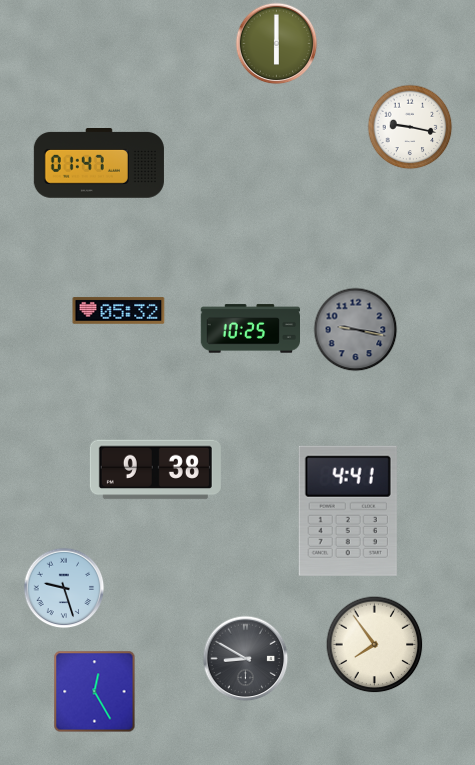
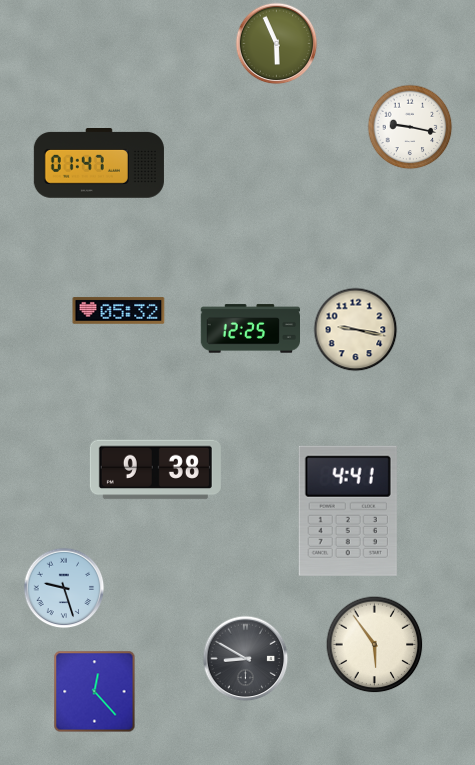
clock at (277, 44): 6:00 -> 5:56
clock at (250, 329): 10:25 -> 12:25
clock at (356, 330) dial: grey -> cream
clock at (375, 645): 7:54 -> 5:54
clock at (95, 692): 12:25 -> 12:23
